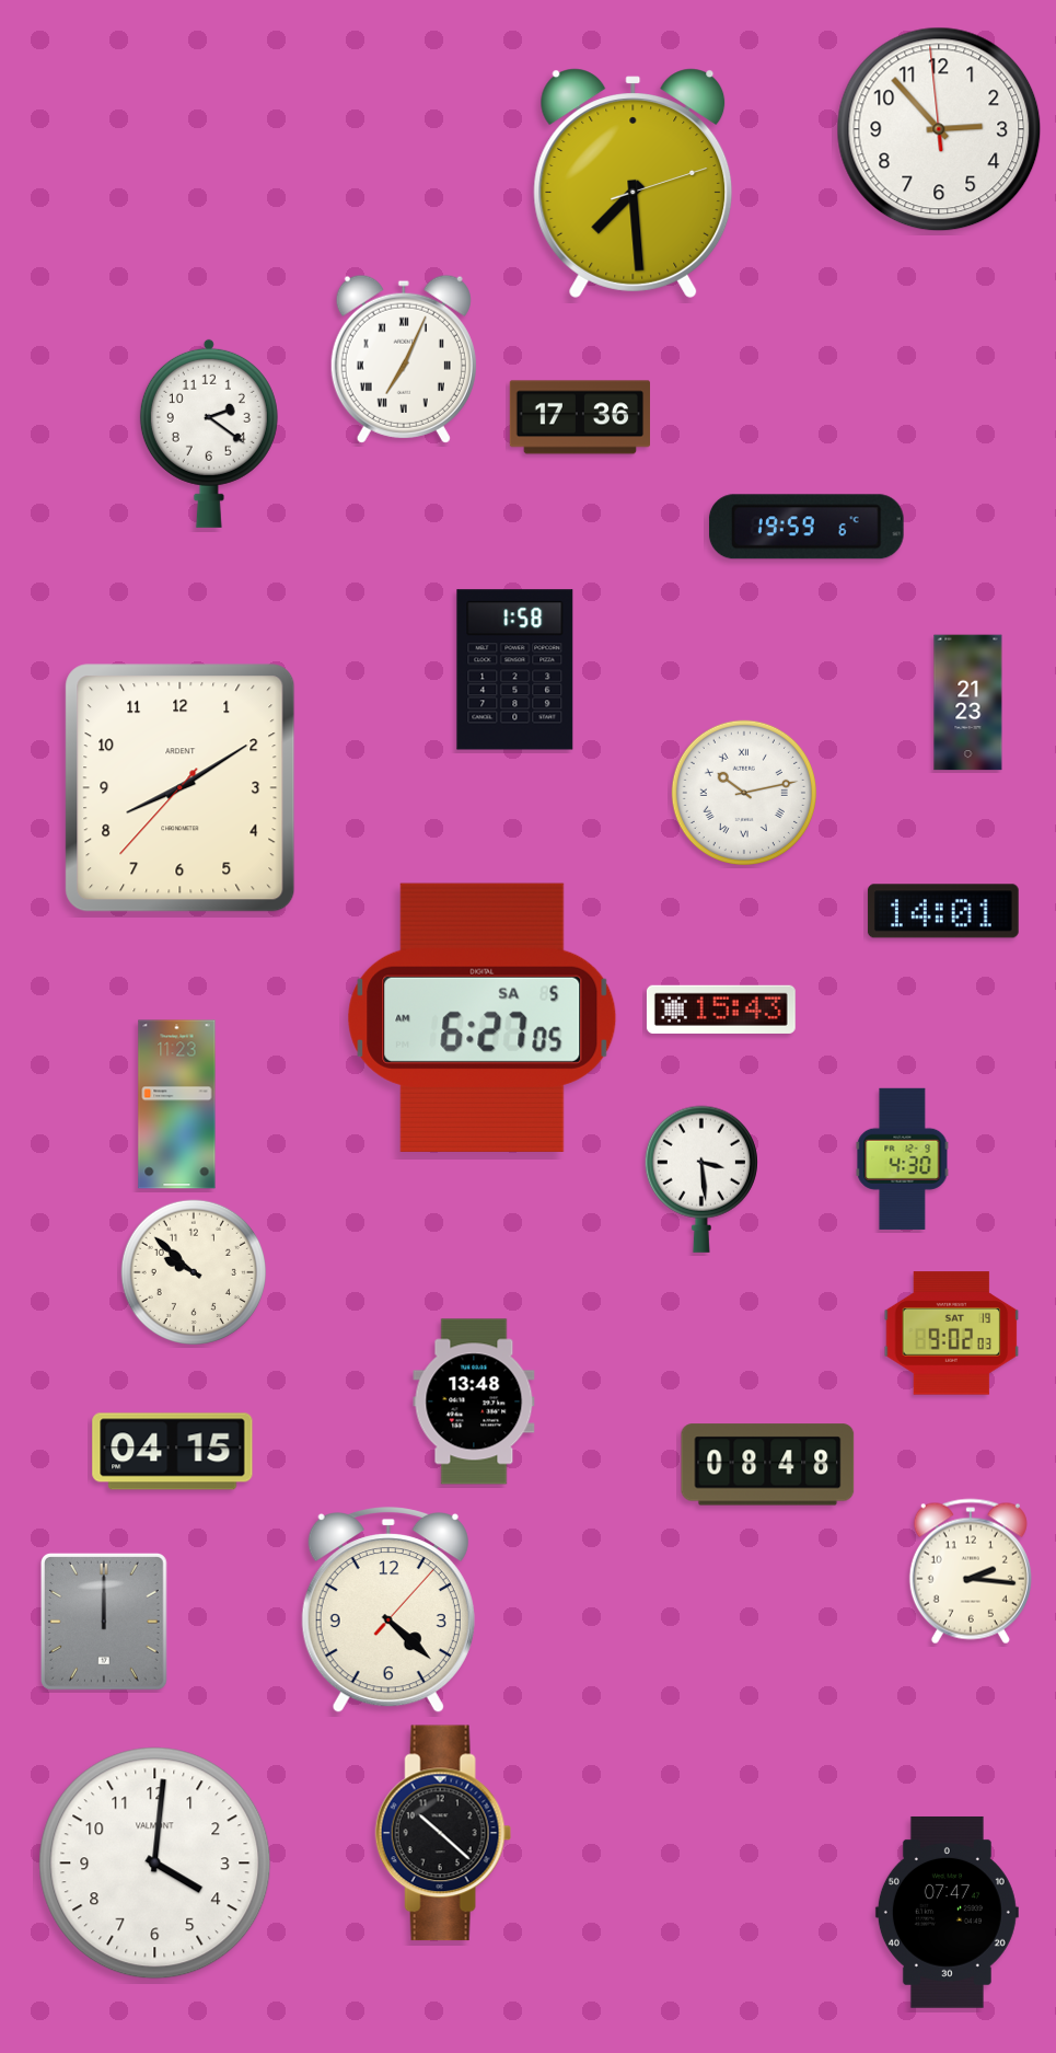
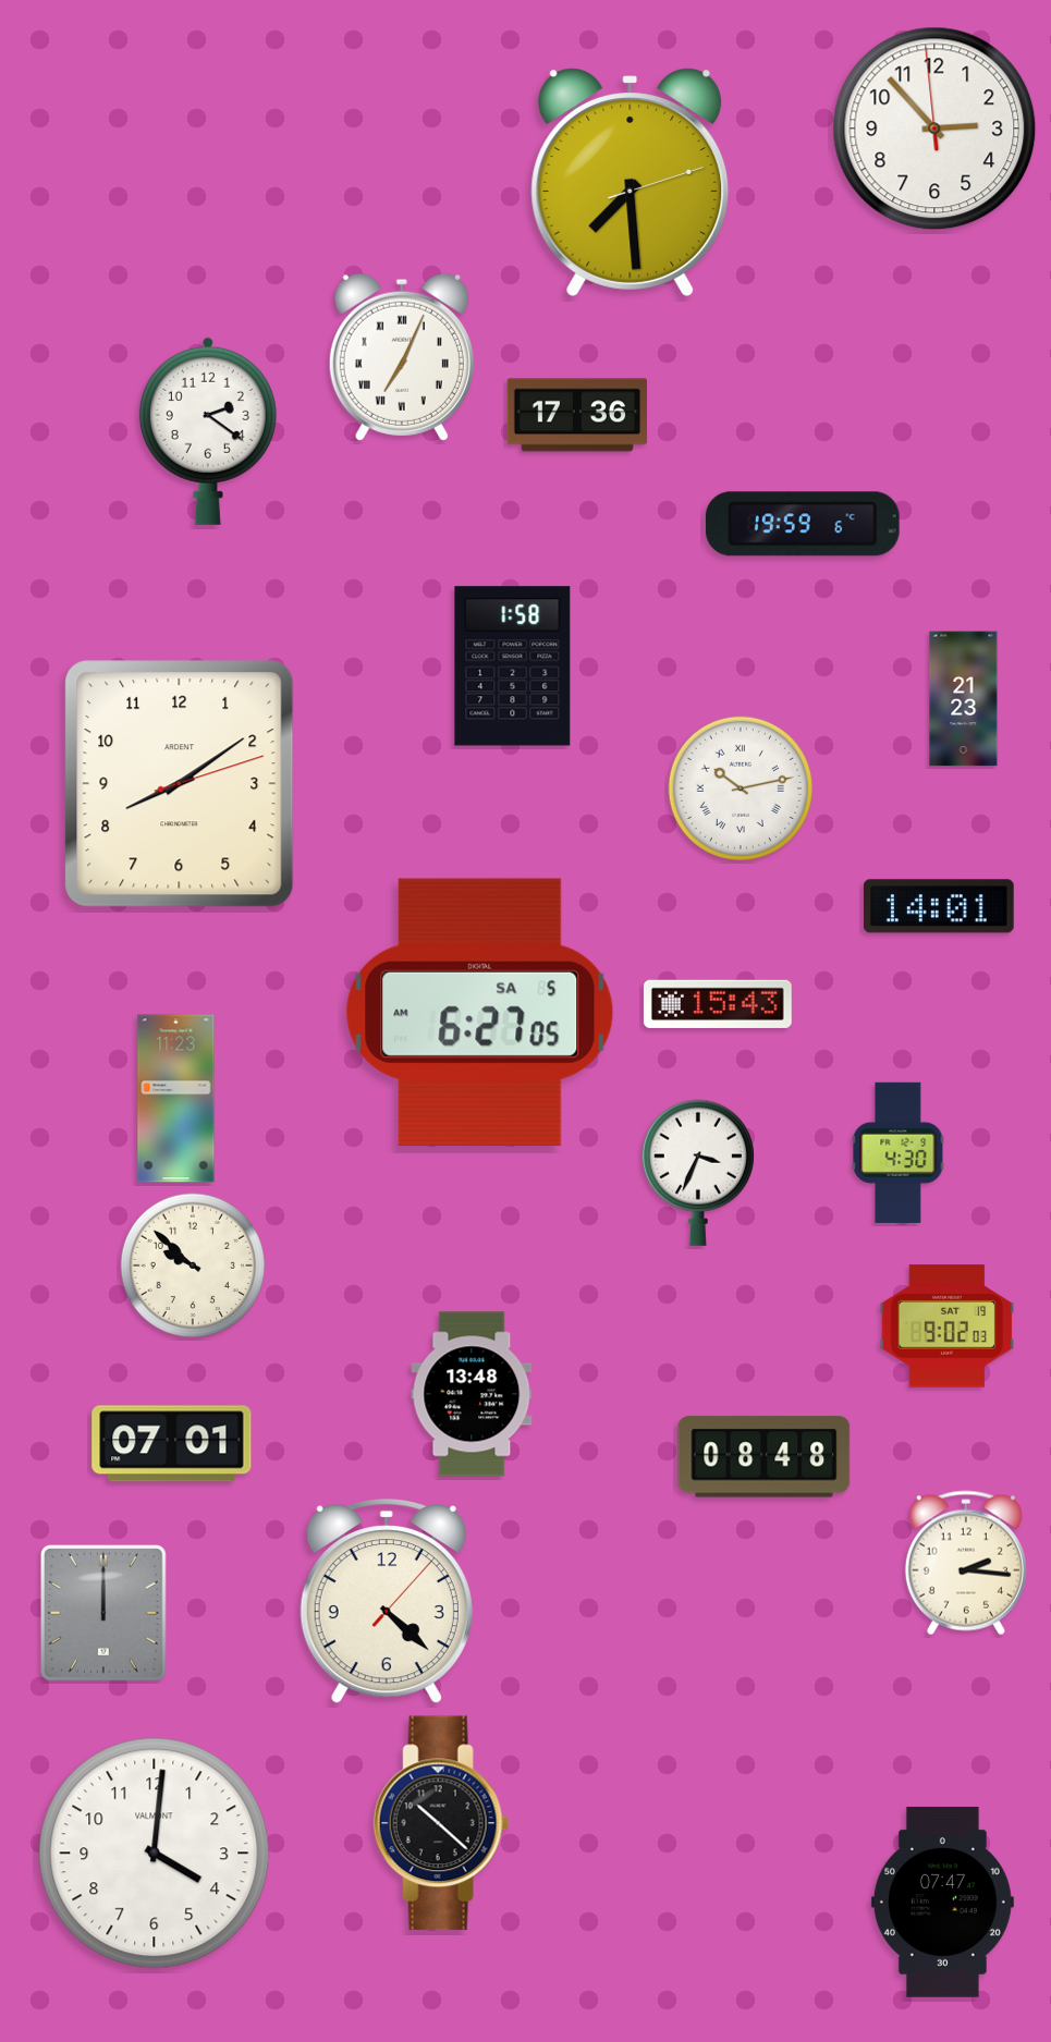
clock at (181, 788): 8:09:37 -> 8:09:12
clock at (701, 1179): 3:29 -> 3:34
clock at (173, 1452): 04:15 -> 07:01
